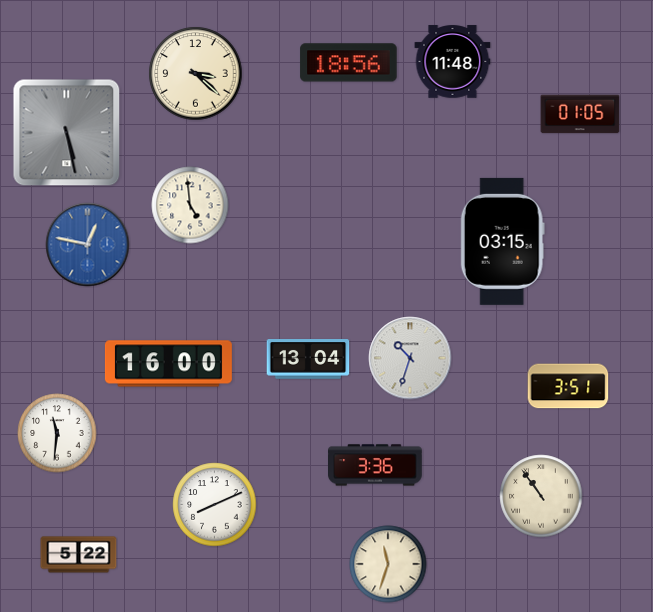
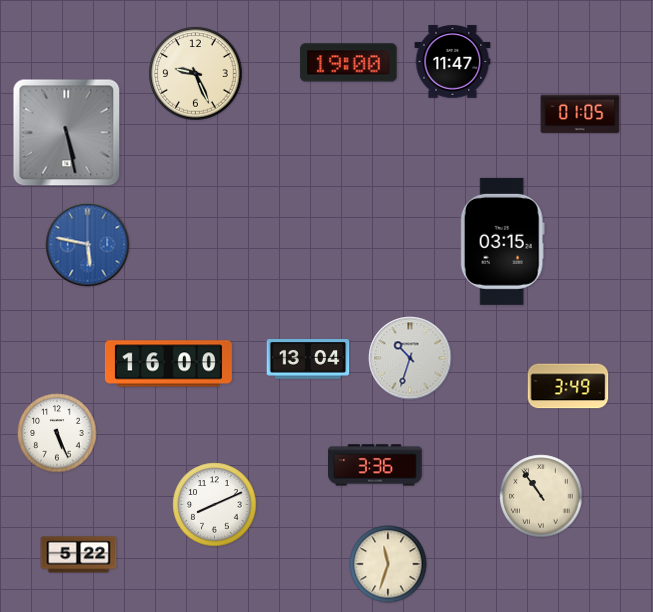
clock at (453, 62): 11:48 -> 11:47
clock at (349, 63): 18:56 -> 19:00
clock at (196, 74): 3:22 -> 9:26
clock at (190, 205): 4:59 -> none
clock at (88, 245): 12:47 -> 5:47
clock at (568, 386): 3:51 -> 3:49
clock at (57, 433): 11:31 -> 5:26
